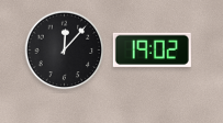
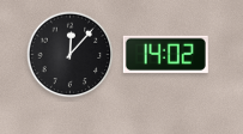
clock at (152, 49): 19:02 -> 14:02
